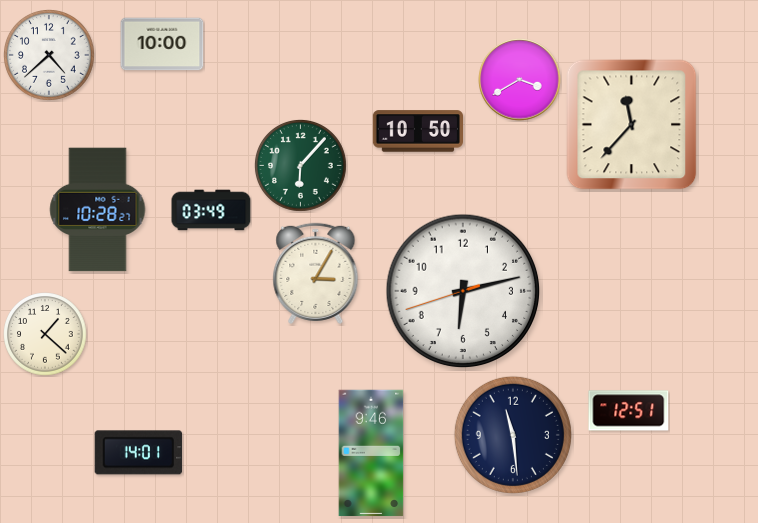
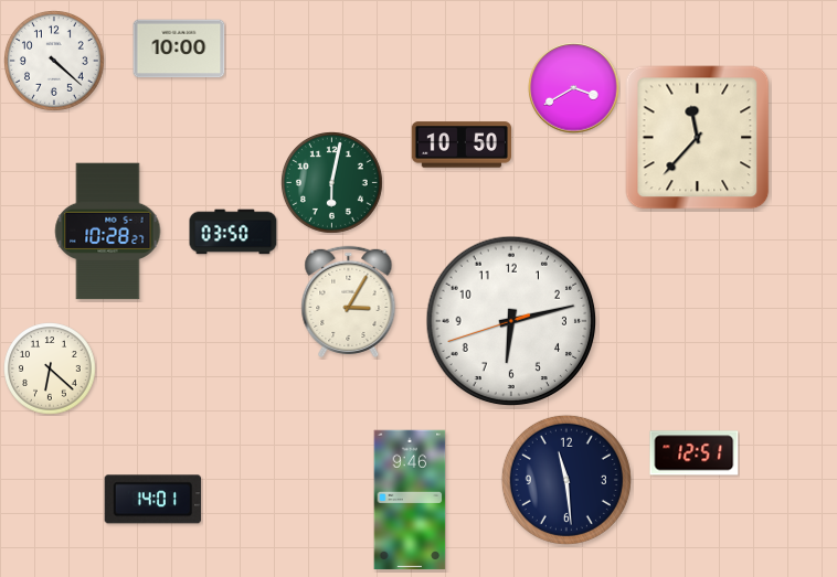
clock at (50, 56): 4:38 -> 4:22
clock at (301, 166): 6:07 -> 6:02
clock at (211, 210): 03:49 -> 03:50
clock at (45, 334): 1:22 -> 6:22
